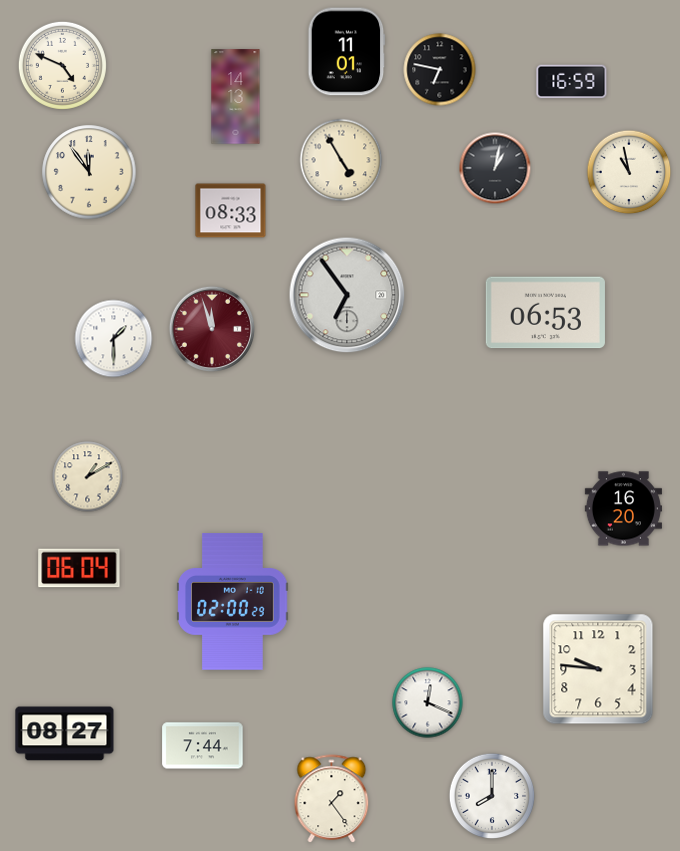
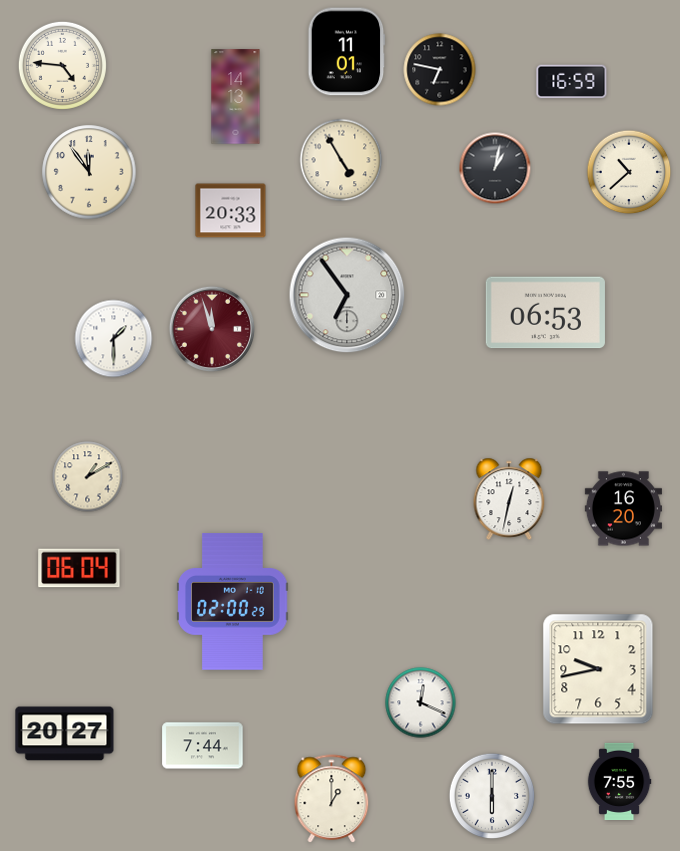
clock at (62, 65): 4:49 -> 4:46
clock at (629, 172): 10:58 -> 10:38
clock at (231, 211): 08:33 -> 20:33
clock at (509, 499): none -> 12:32
clock at (598, 669): 9:46 -> 9:43
clock at (428, 703) position: (428, 703) -> (421, 703)
clock at (65, 734): 08:27 -> 20:27
clock at (619, 781): none -> 7:55
clock at (492, 796): 8:00 -> 6:00
clock at (332, 799): 1:24 -> 1:00
